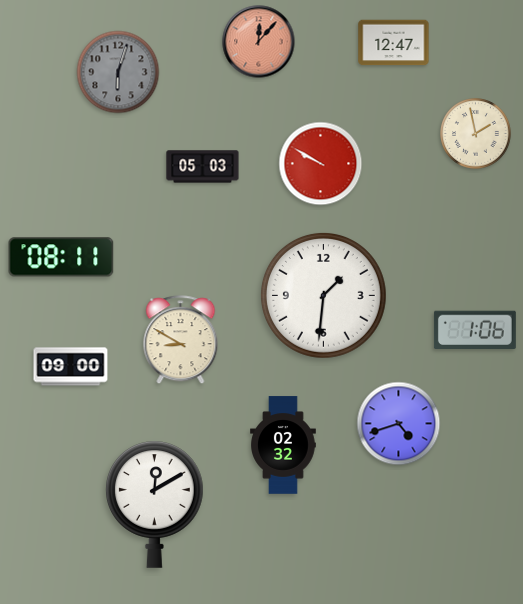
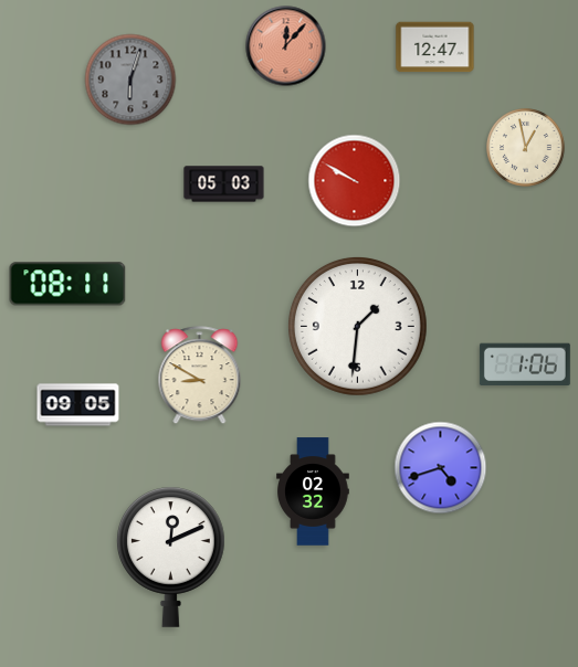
clock at (476, 134): 1:58 -> 12:58
clock at (71, 367): 09:00 -> 09:05
clock at (155, 504): 12:10 -> 12:11
